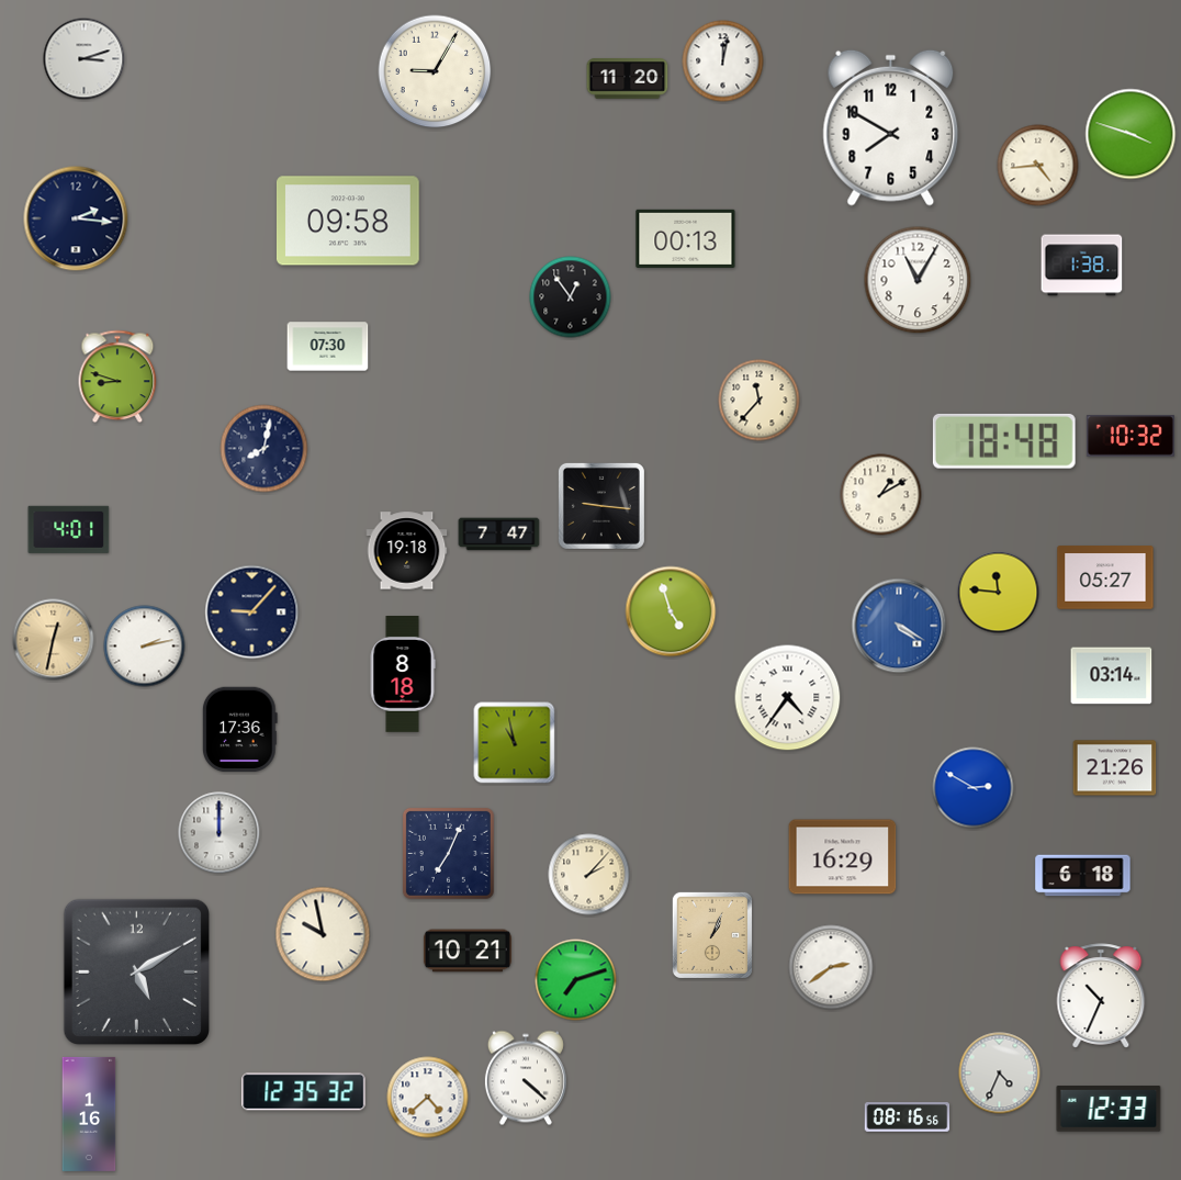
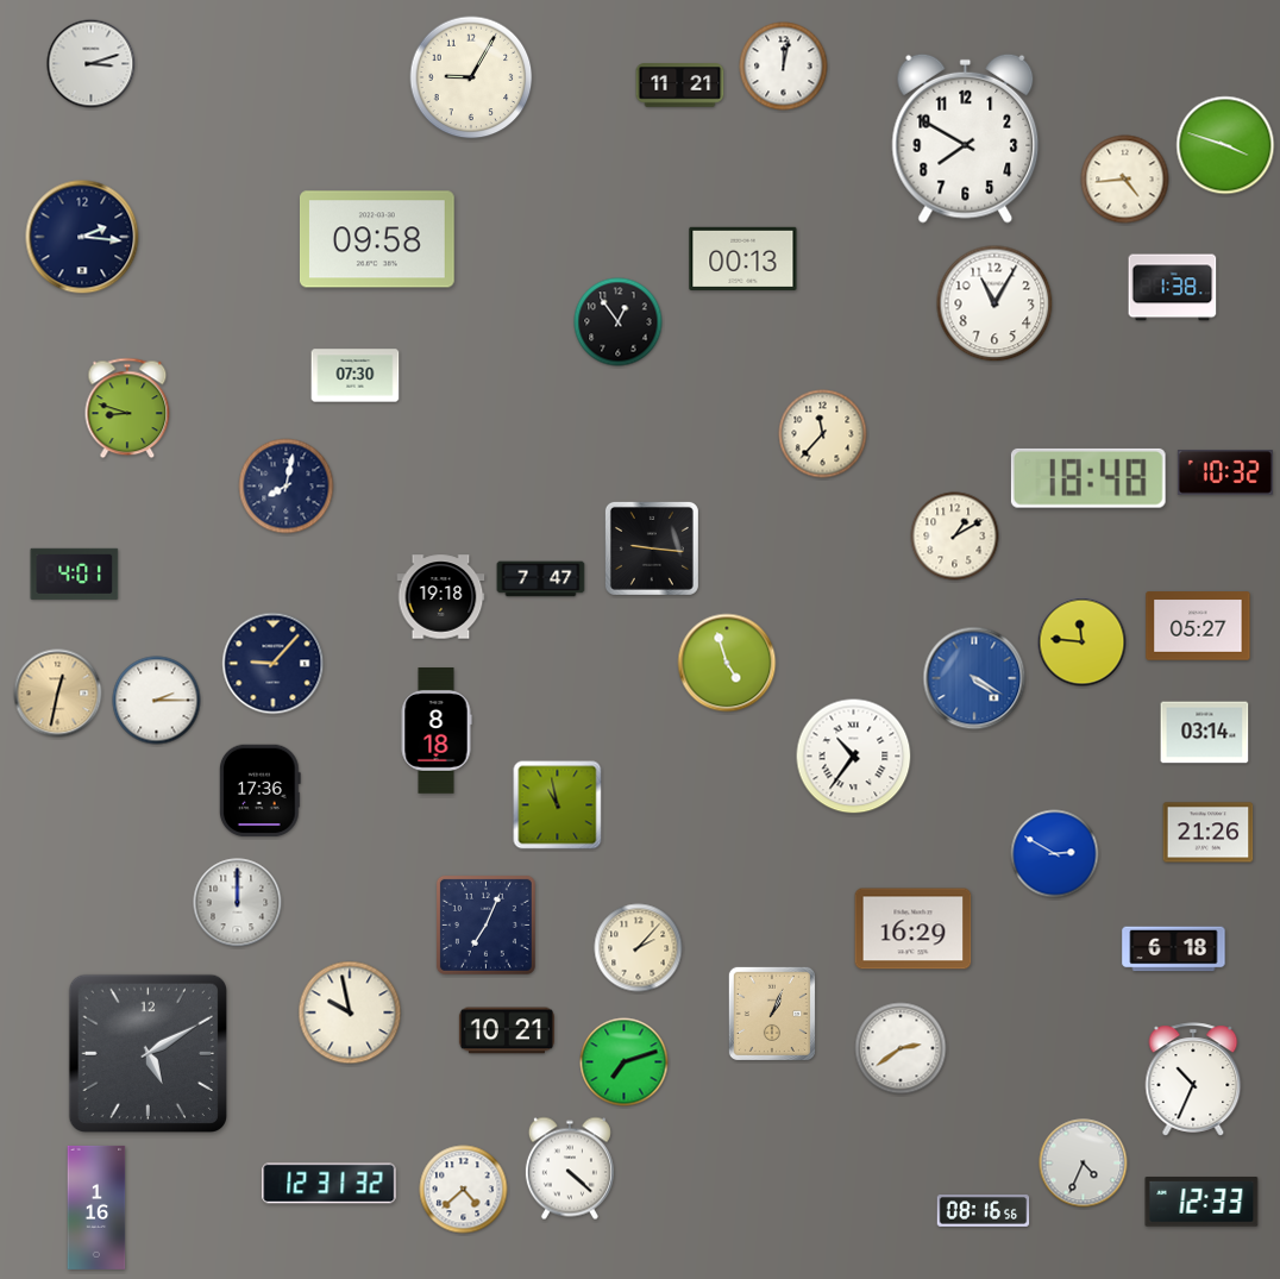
clock at (628, 79): 11:20 -> 11:21
clock at (145, 647): 2:13 -> 2:15
clock at (788, 698): 4:36 -> 10:36
clock at (304, 1092): 12:35 -> 12:31
